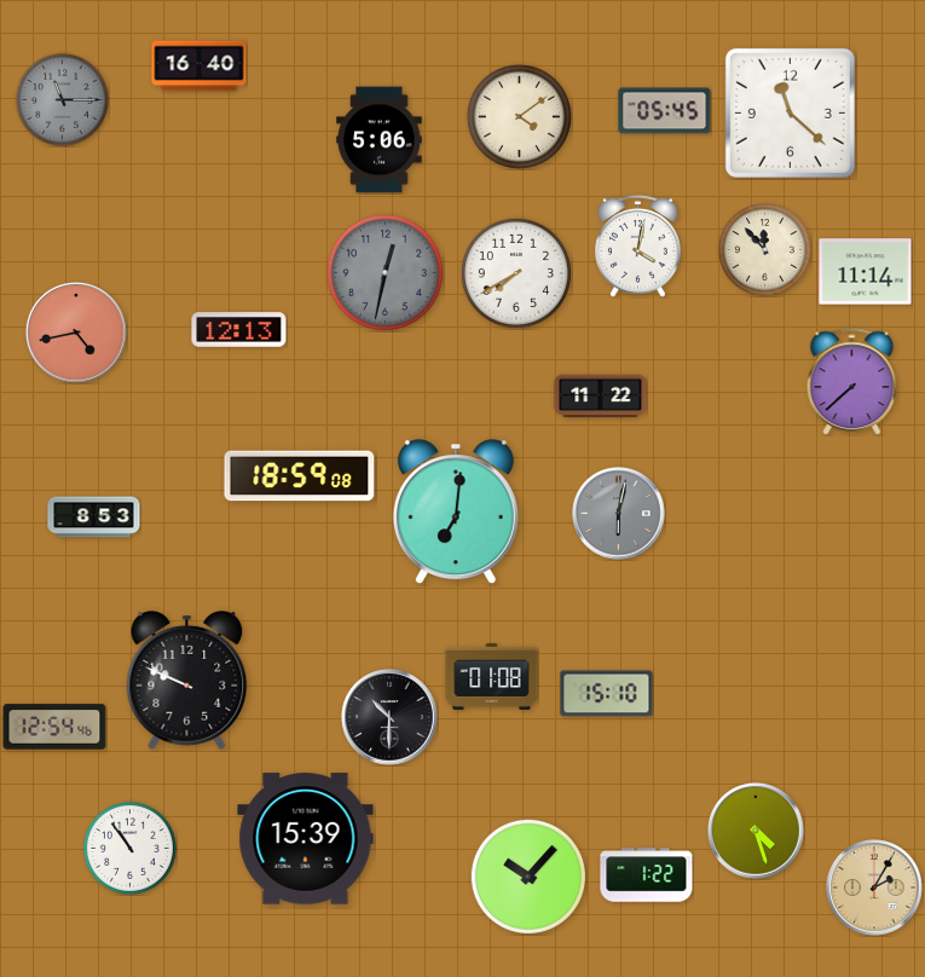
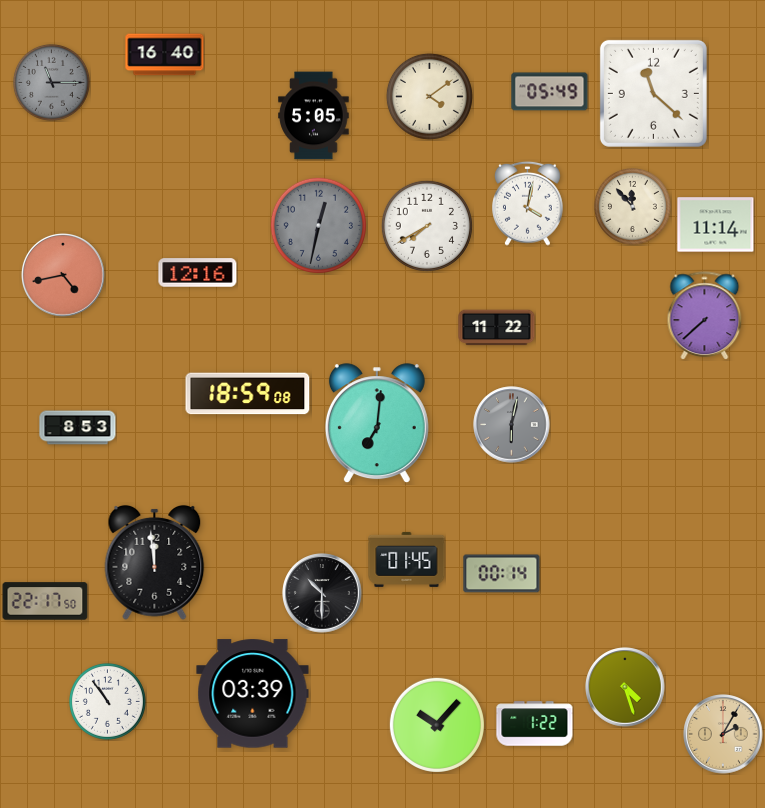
clock at (665, 111): 05:45 -> 05:49
clock at (380, 140): 5:06 -> 5:05
clock at (239, 330): 12:13 -> 12:16
clock at (492, 676): 01:08 -> 01:45
clock at (187, 680): 9:49 -> 11:59
clock at (607, 694): 15:10 -> 00:14
clock at (54, 727): 12:54 -> 22:17
clock at (306, 839): 15:39 -> 03:39
